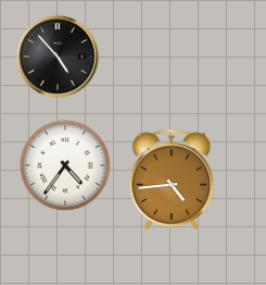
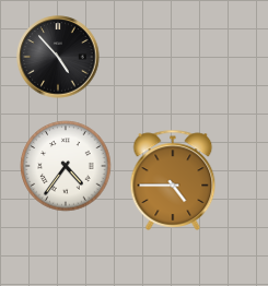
clock at (172, 179): 4:44 -> 4:45
